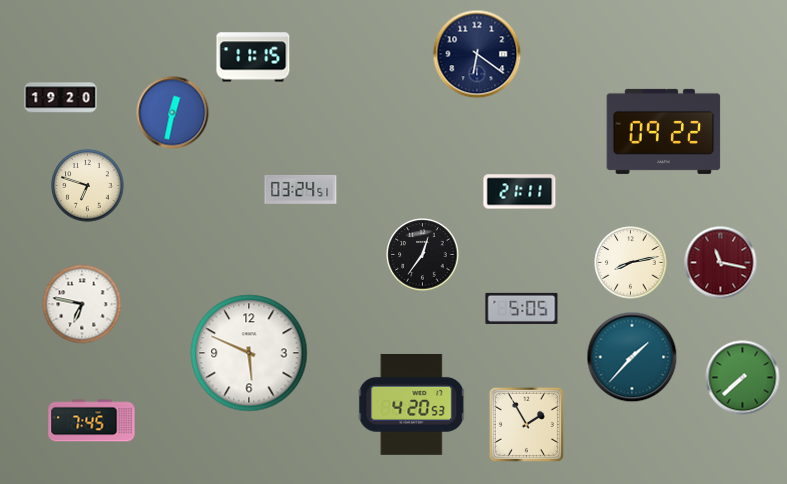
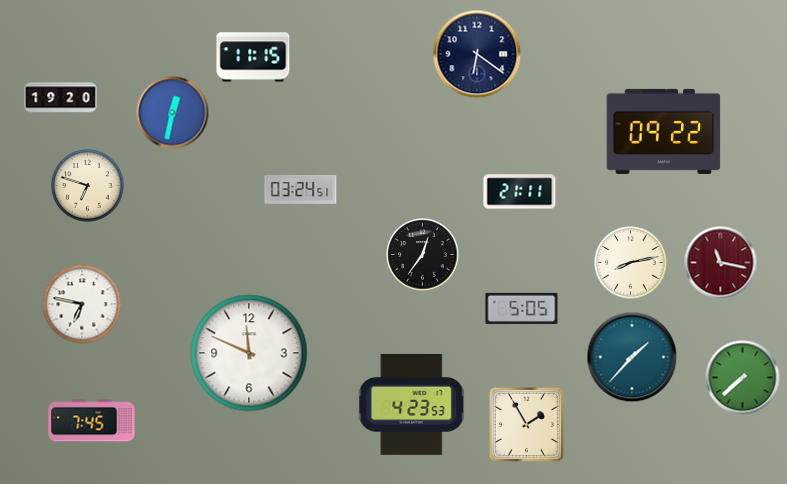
clock at (249, 353): 5:49 -> 11:49
clock at (412, 404): 4:20 -> 4:23
